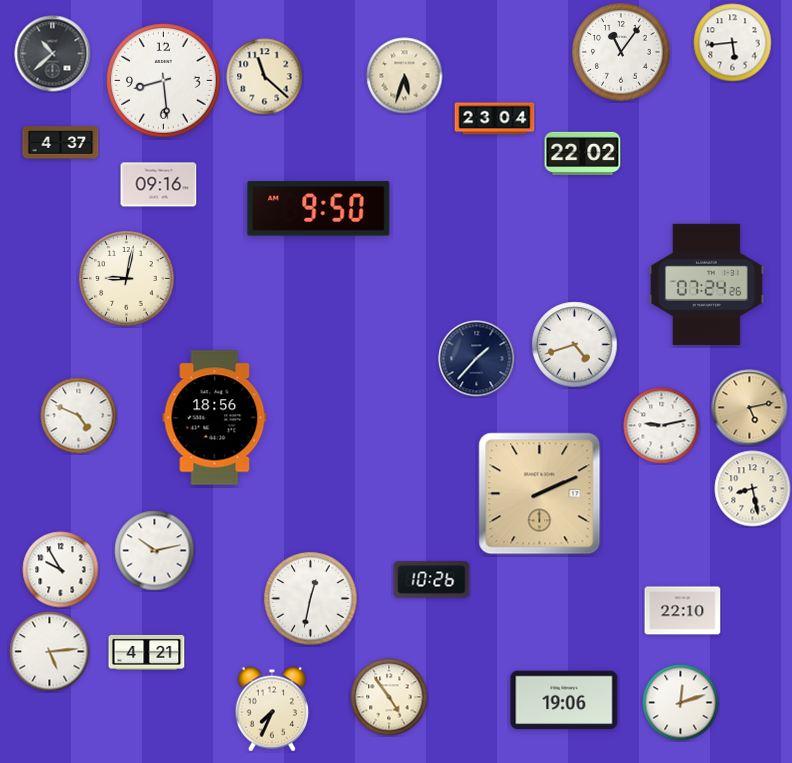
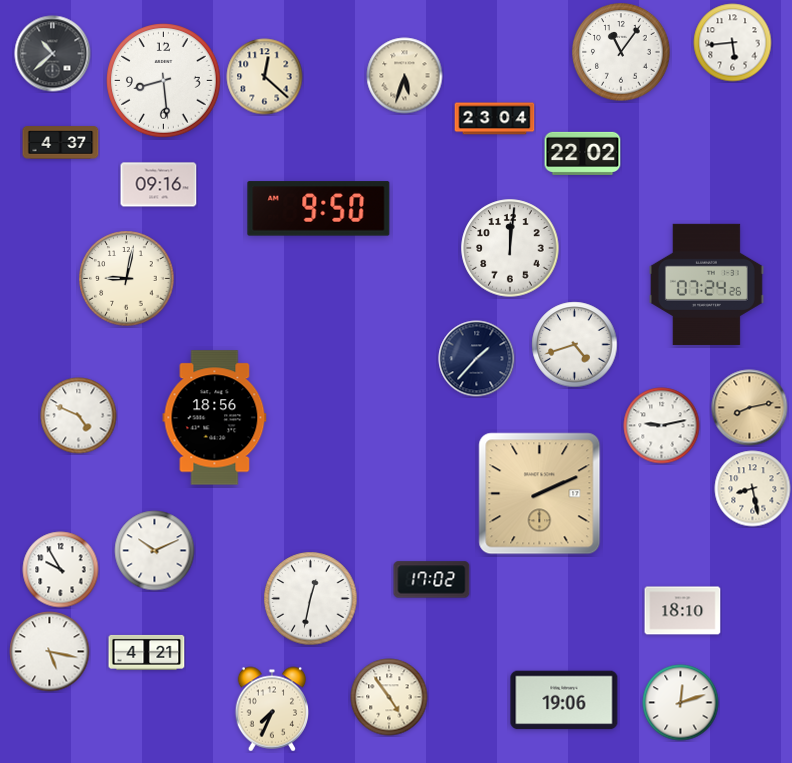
clock at (265, 77): 11:22 -> 12:22
clock at (510, 248): none -> 12:01
clock at (750, 408): 5:13 -> 8:13
clock at (155, 551): 10:13 -> 10:11
clock at (432, 580): 10:26 -> 17:02
clock at (683, 611): 22:10 -> 18:10
clock at (50, 652): 5:14 -> 5:17
